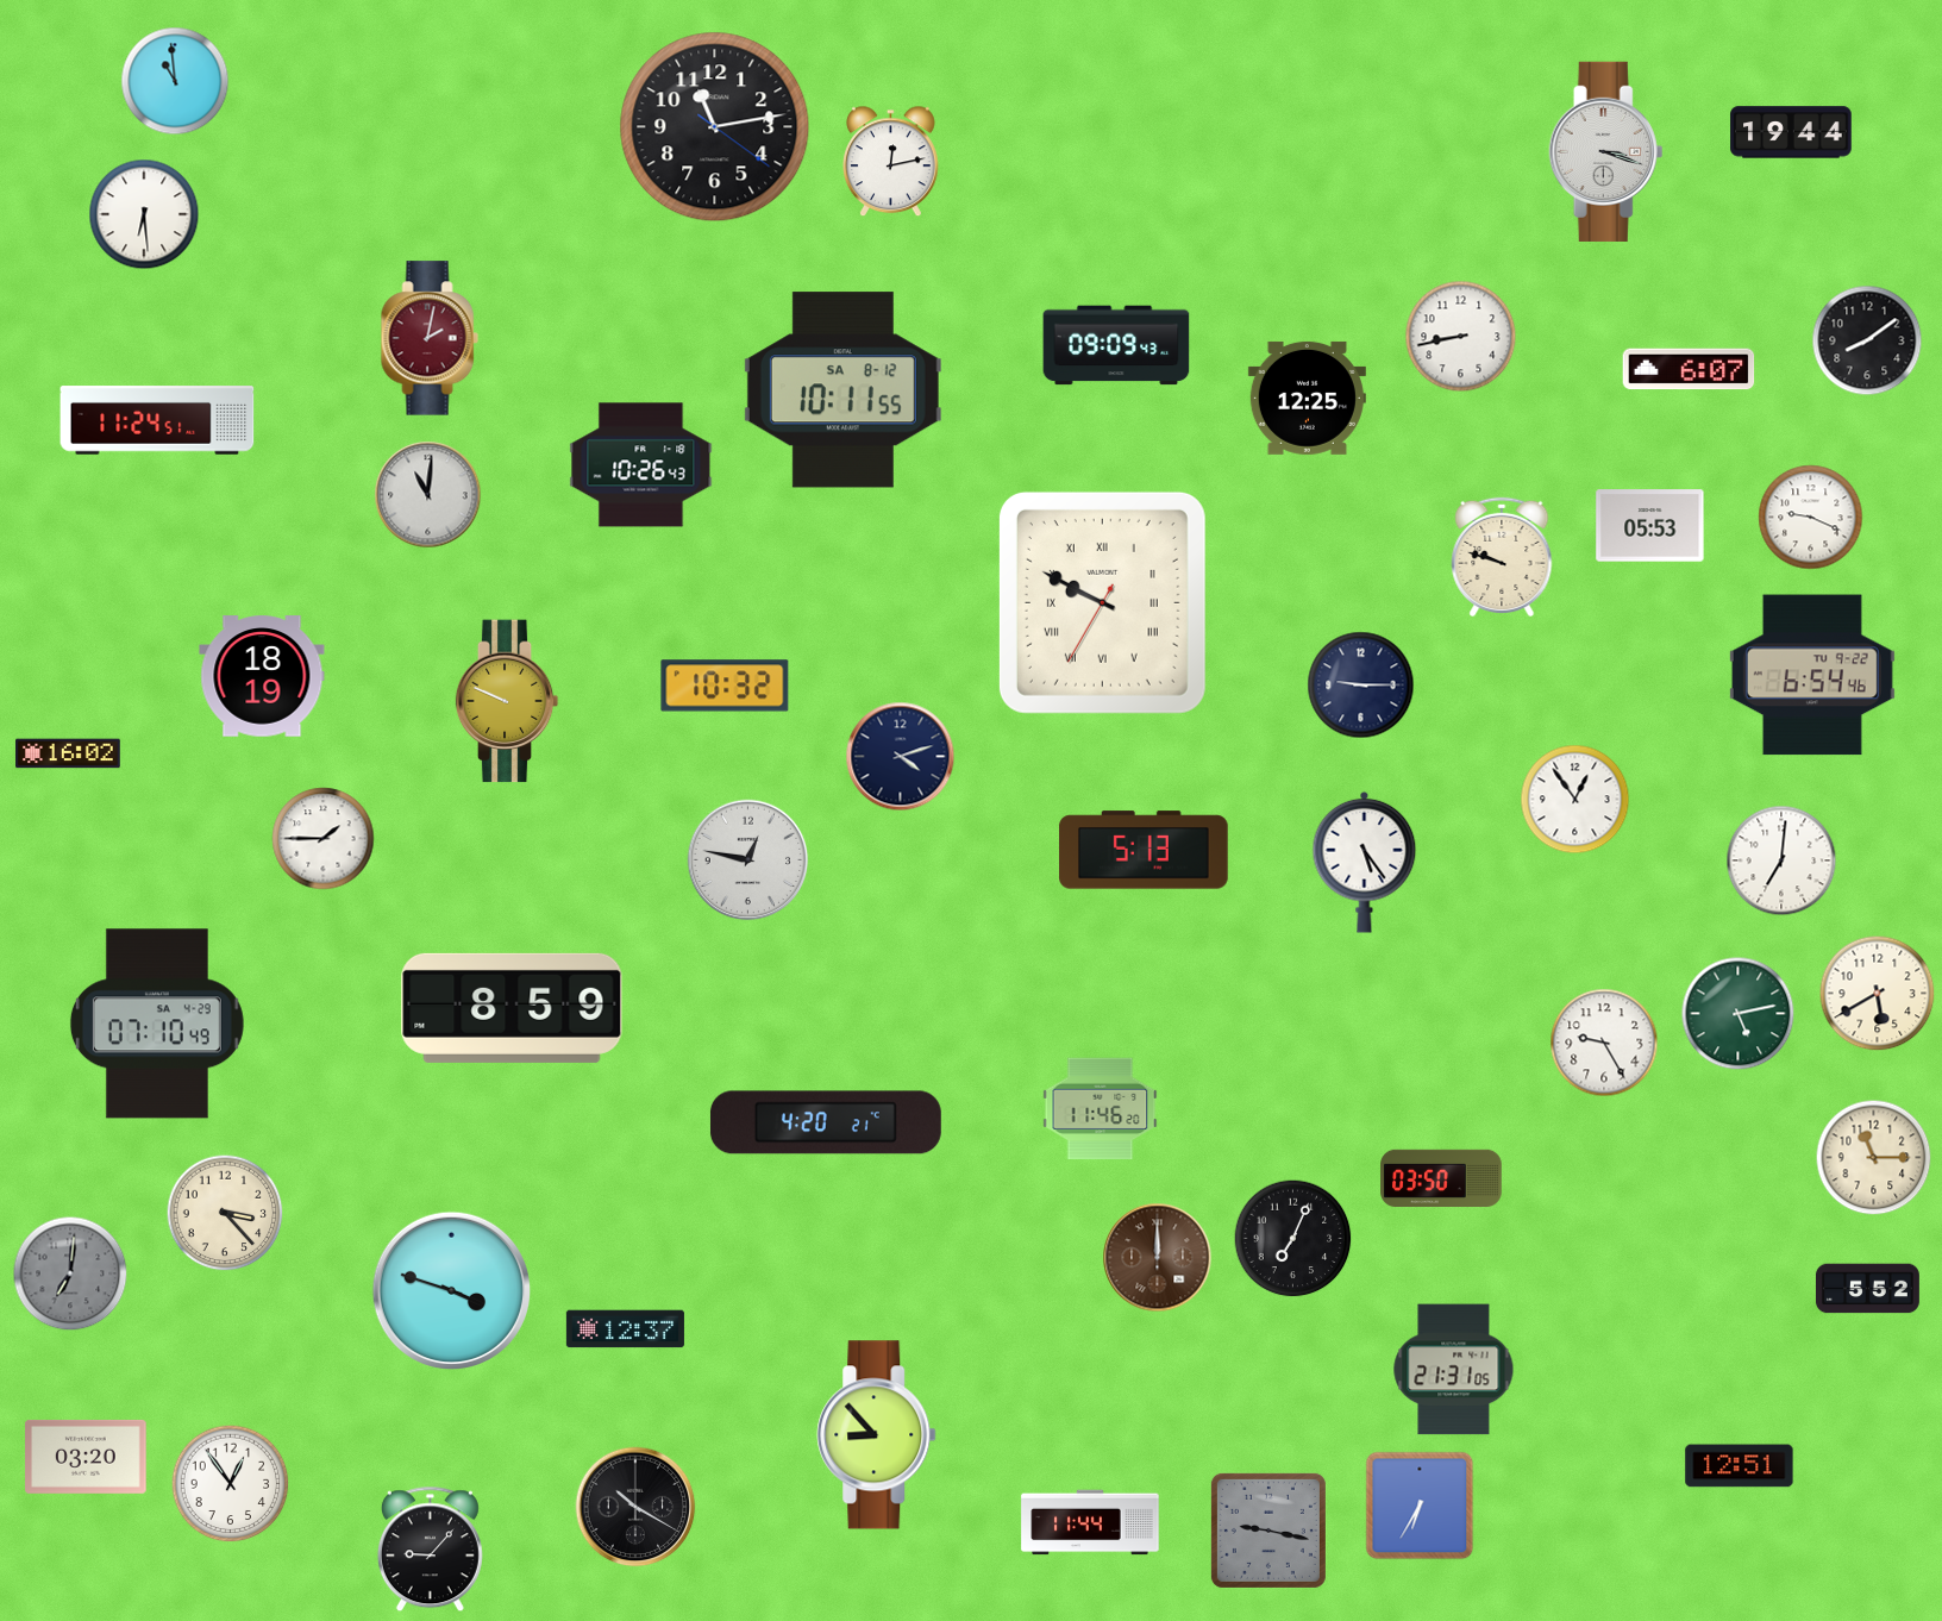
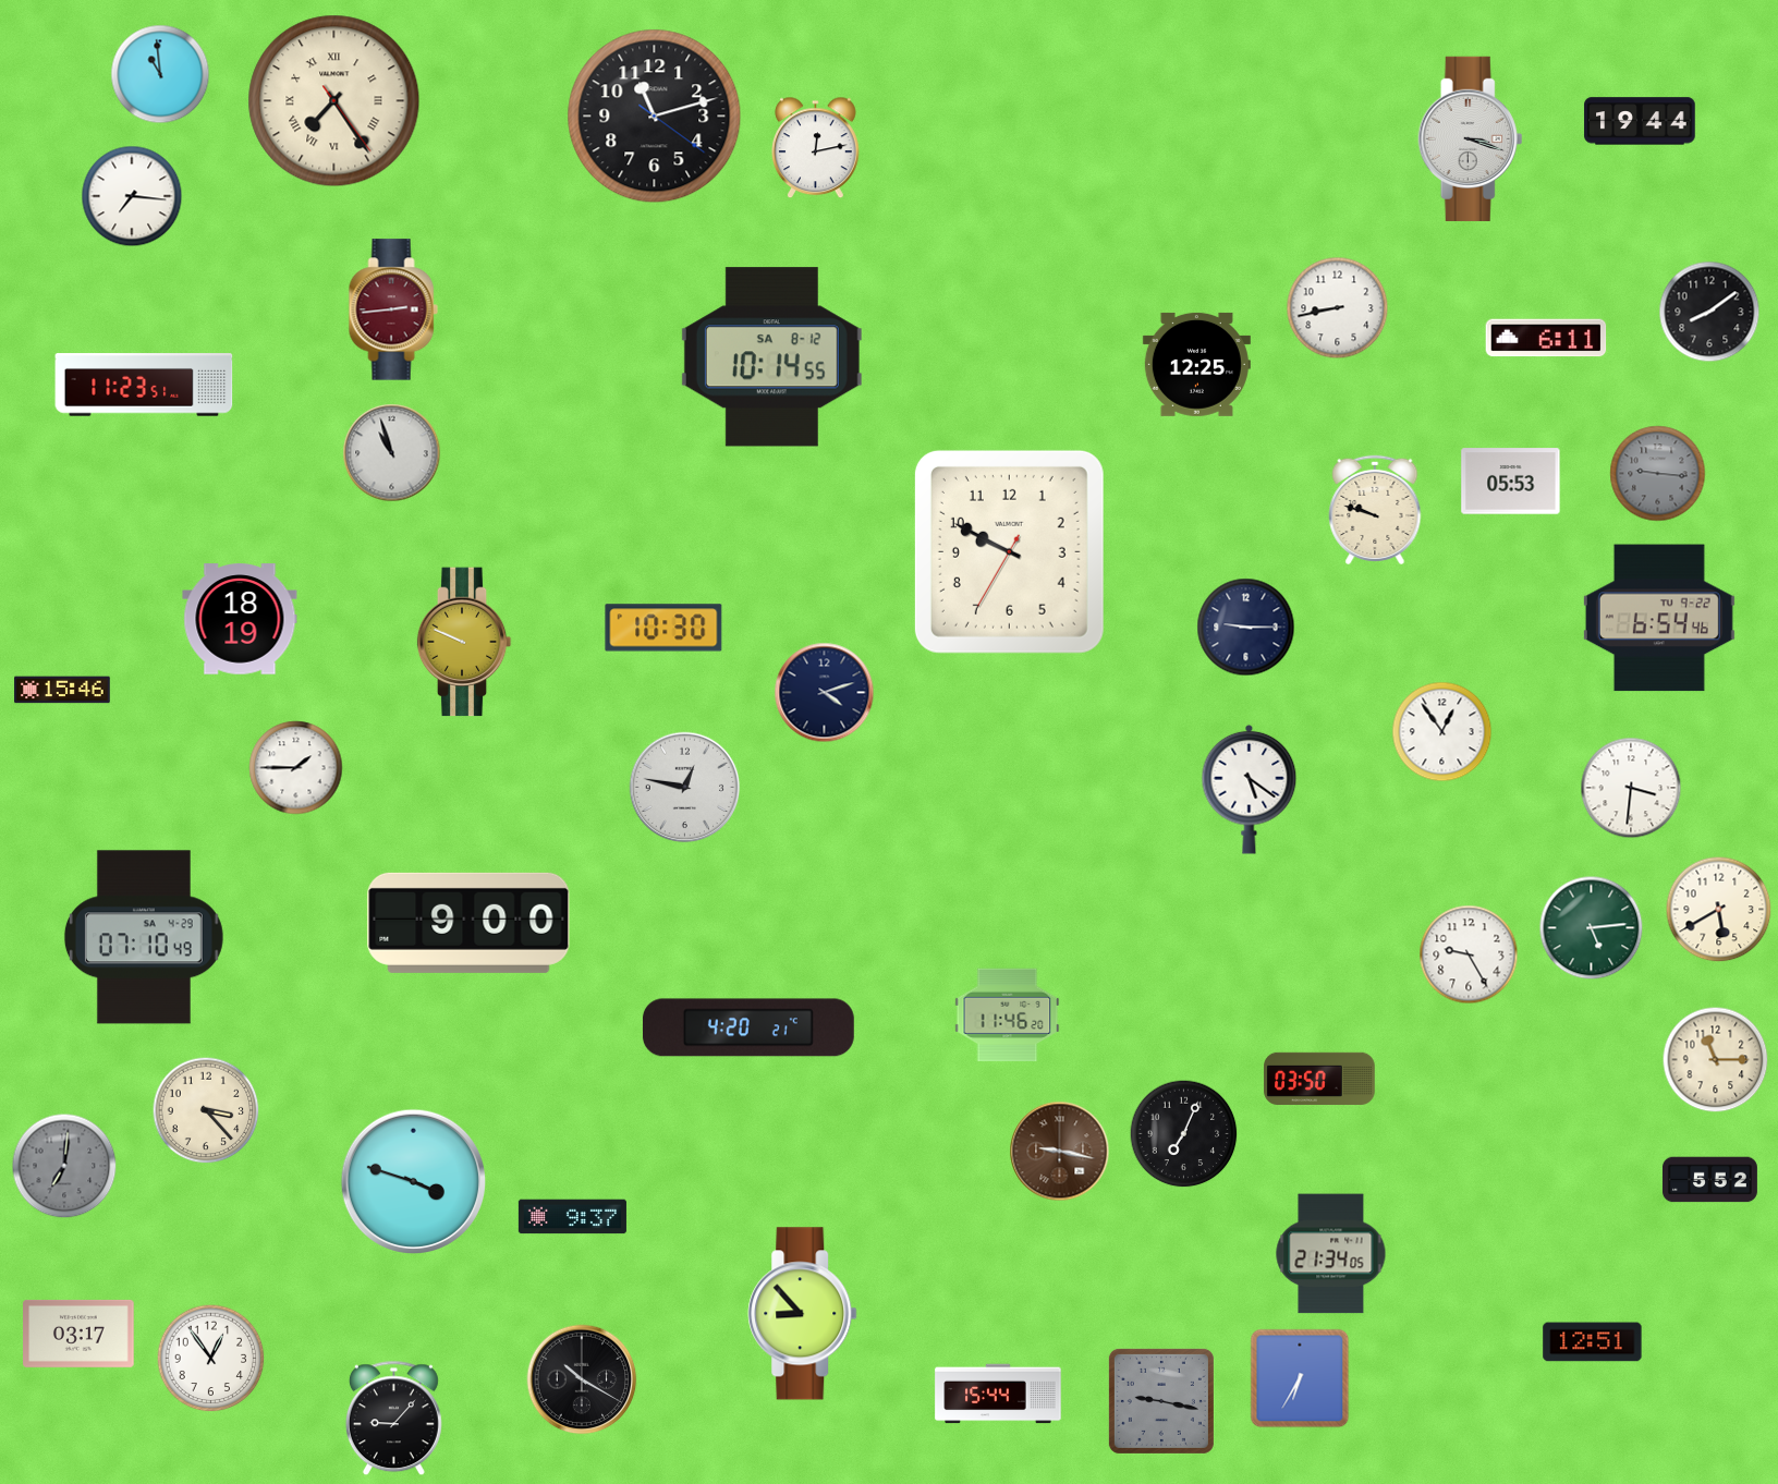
clock at (334, 101): none -> 7:24
clock at (715, 127): 11:13 -> 11:12
clock at (144, 214): 6:29 -> 7:16
clock at (430, 338): 2:02 -> 2:44
clock at (1116, 345): 09:09 -> none
clock at (1689, 369): 6:07 -> 6:11
clock at (842, 390): 10:11 -> 10:14
clock at (157, 420): 11:24 -> 11:23
clock at (641, 465): 10:26 -> none
clock at (428, 495): 11:01 -> 10:57
clock at (1811, 518): 9:19 -> 9:16
clock at (1811, 518) dial: white -> grey
clock at (1102, 602) numerals: Roman -> Arabic
clock at (725, 686): 10:32 -> 10:30
clock at (68, 753): 16:02 -> 15:46
clock at (1144, 850): 5:13 -> none
clock at (1781, 860): 7:01 -> 3:31
clock at (1365, 862): 5:24 -> 5:21
clock at (512, 1008): 8:59 -> 9:00
clock at (1739, 1014): 5:13 -> 5:14
clock at (826, 1122) position: (826, 1122) -> (748, 1027)
clock at (1158, 1258): 12:00 -> 9:17
clock at (625, 1329): 12:37 -> 9:37
clock at (1454, 1370): 21:31 -> 21:34
clock at (86, 1457): 03:20 -> 03:17
clock at (1090, 1522): 11:44 -> 15:44
